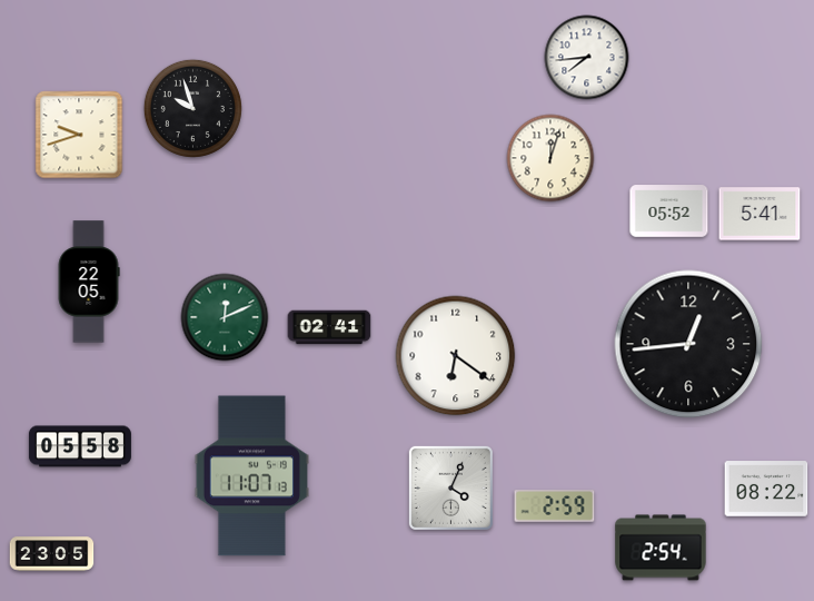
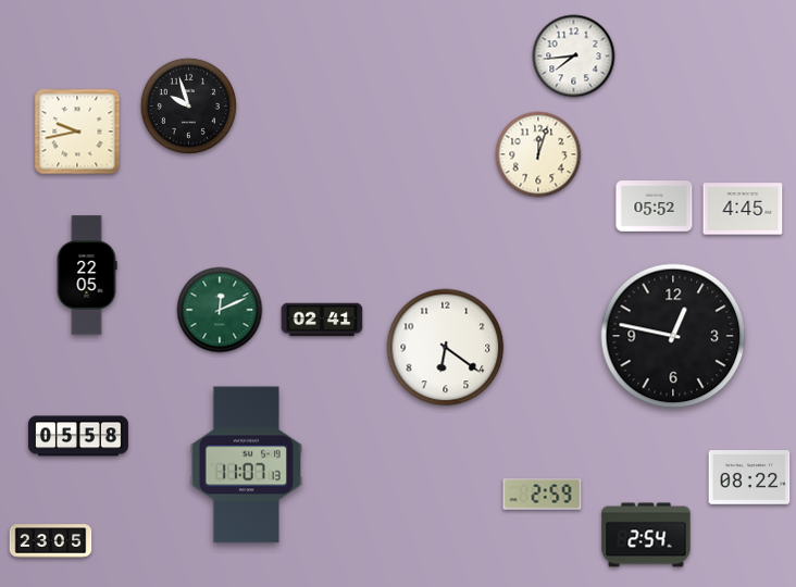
clock at (79, 135): 9:42 -> 9:43
clock at (760, 214): 5:41 -> 4:45
clock at (688, 344): 12:44 -> 12:47
clock at (450, 487): 4:04 -> none
